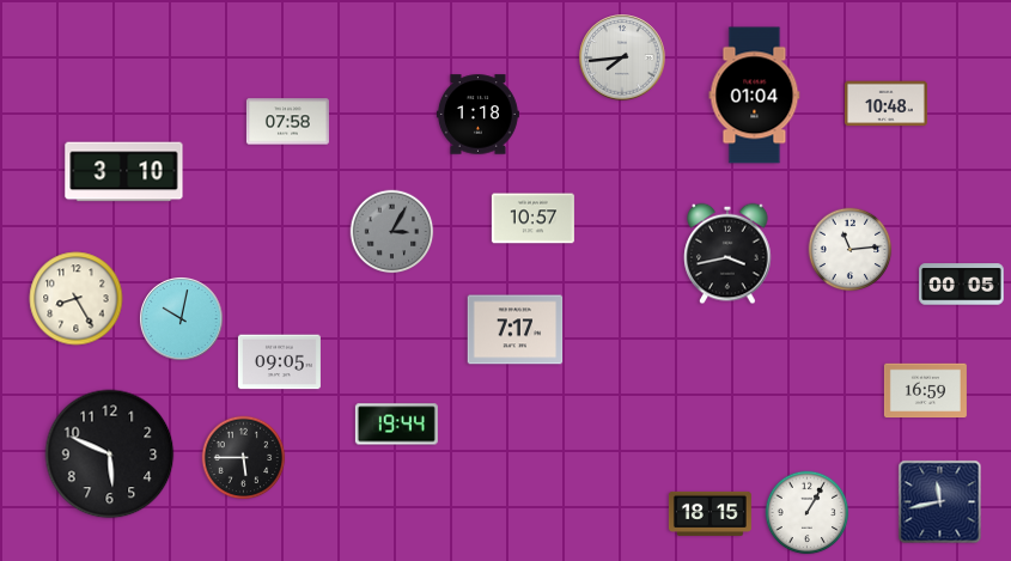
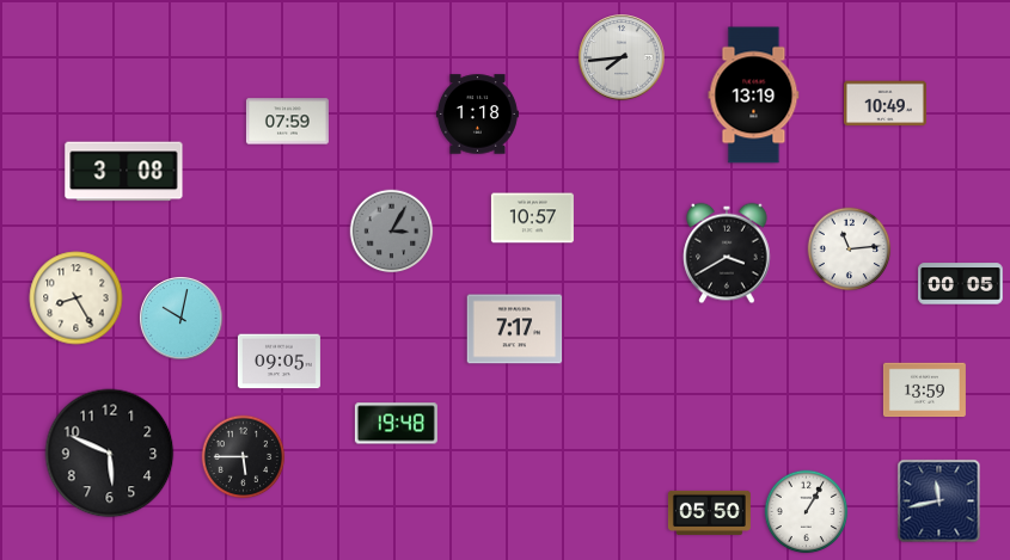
clock at (755, 96): 01:04 -> 13:19
clock at (885, 104): 10:48 -> 10:49
clock at (287, 122): 07:58 -> 07:59
clock at (124, 172): 3:10 -> 3:08
clock at (727, 254): 3:43 -> 3:40
clock at (925, 391): 16:59 -> 13:59
clock at (396, 425): 19:44 -> 19:48
clock at (709, 513): 18:15 -> 05:50
